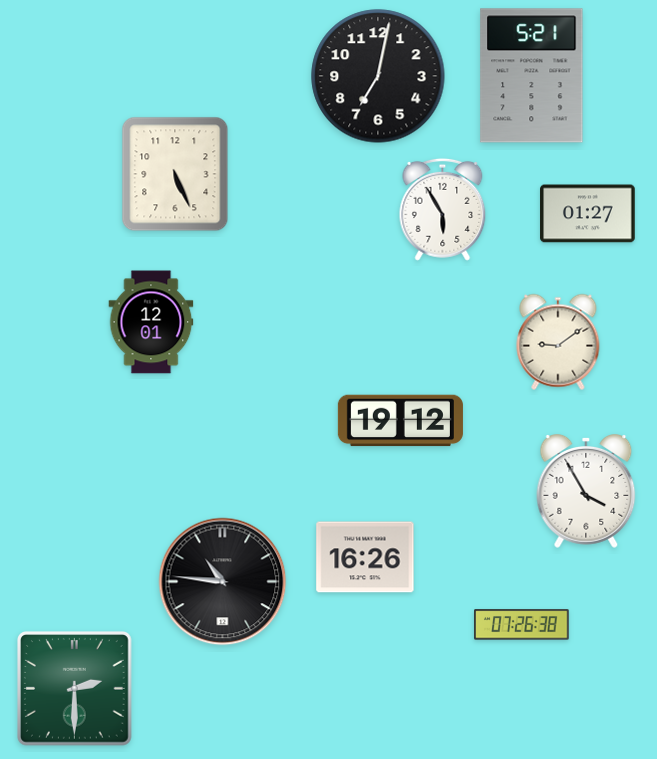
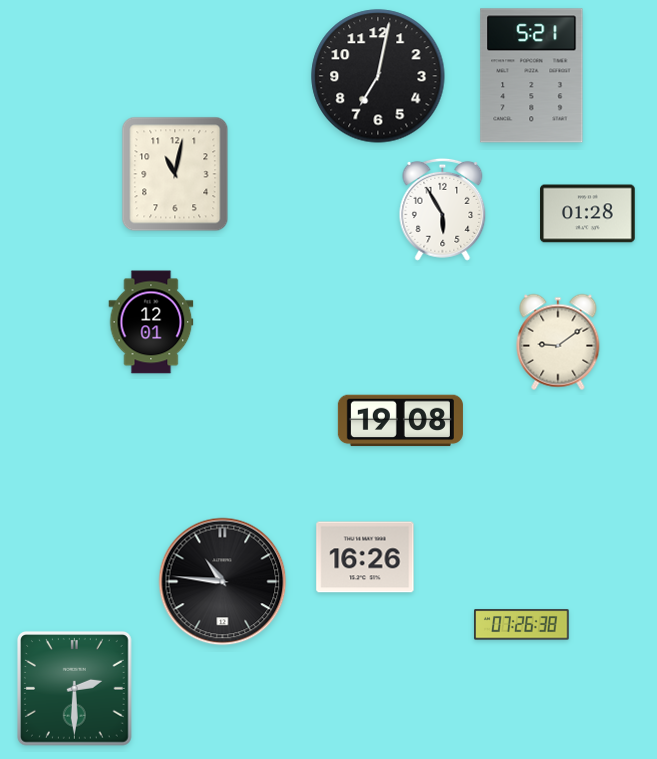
clock at (175, 174): 5:26 -> 11:02
clock at (588, 214): 01:27 -> 01:28
clock at (400, 421): 19:12 -> 19:08
clock at (586, 492): 3:55 -> none
